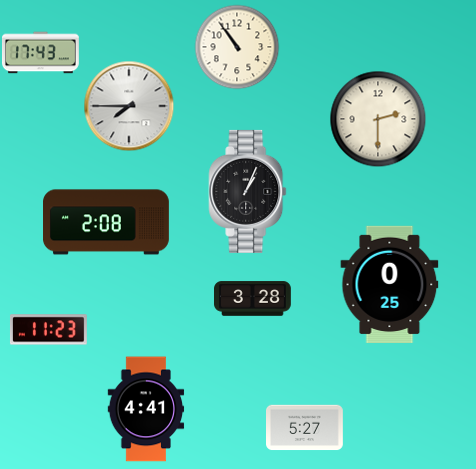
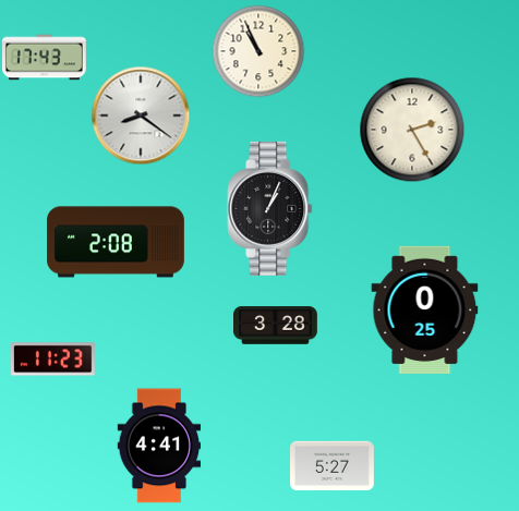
clock at (237, 47): 10:54 -> 10:56
clock at (129, 106): 7:45 -> 8:21
clock at (378, 119): 2:30 -> 2:25
